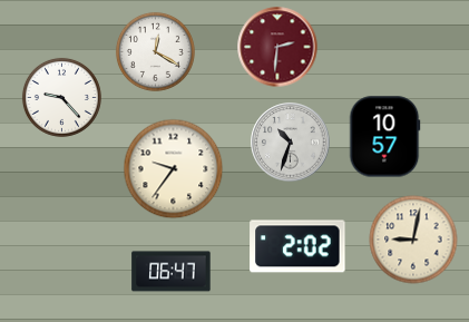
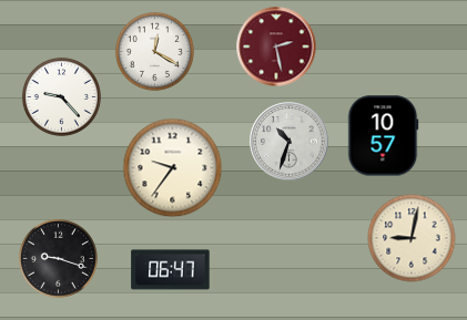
clock at (277, 47): 2:31 -> 2:28
clock at (297, 246): 2:02 -> none
clock at (58, 258): none -> 9:18
